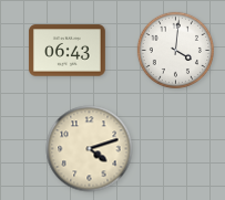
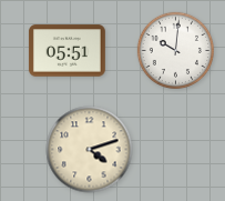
clock at (175, 50): 4:01 -> 10:01
clock at (67, 51): 06:43 -> 05:51
